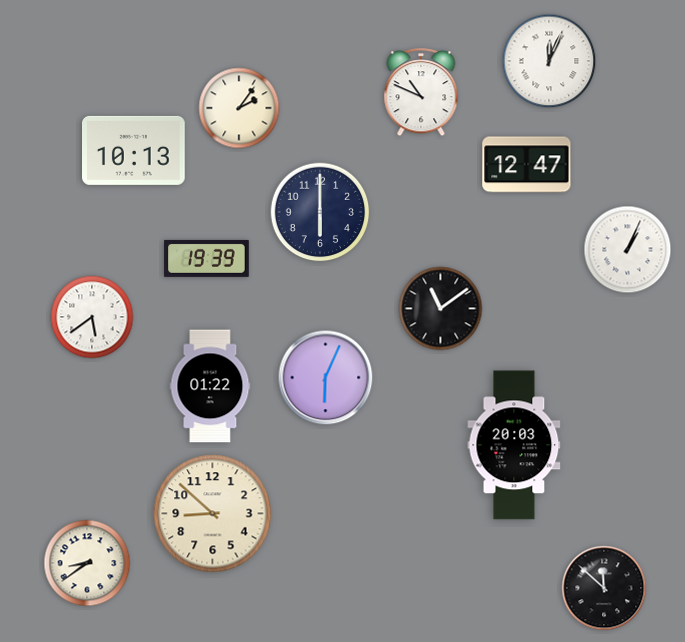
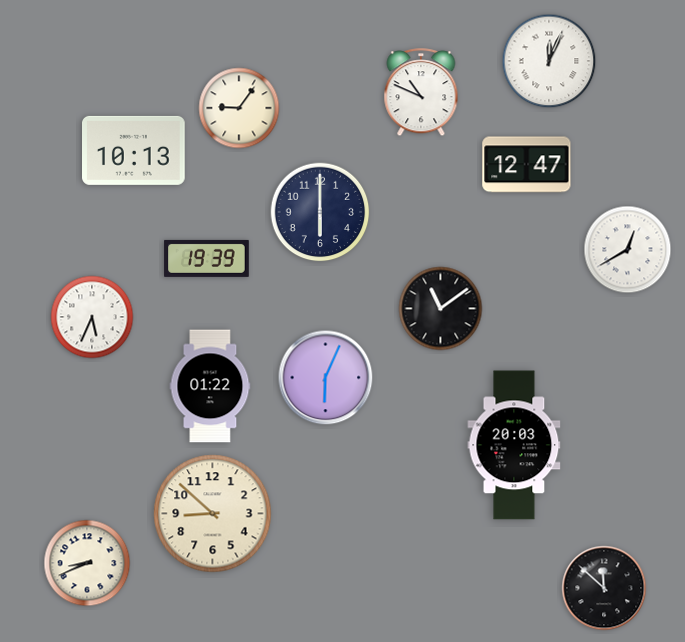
clock at (239, 108): 2:06 -> 9:06
clock at (628, 250): 1:04 -> 12:40
clock at (92, 317): 5:39 -> 5:34
clock at (87, 563): 8:39 -> 8:41
